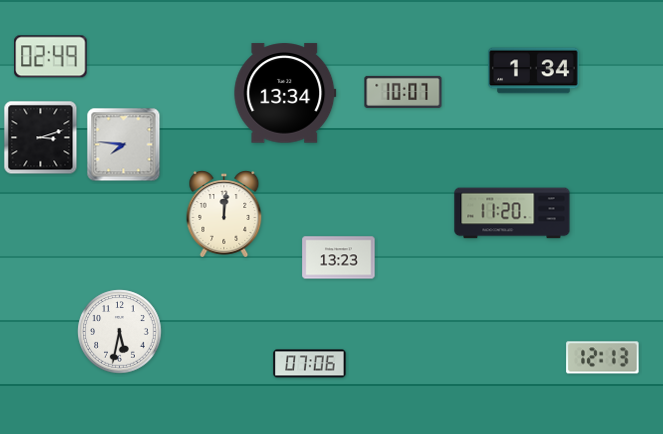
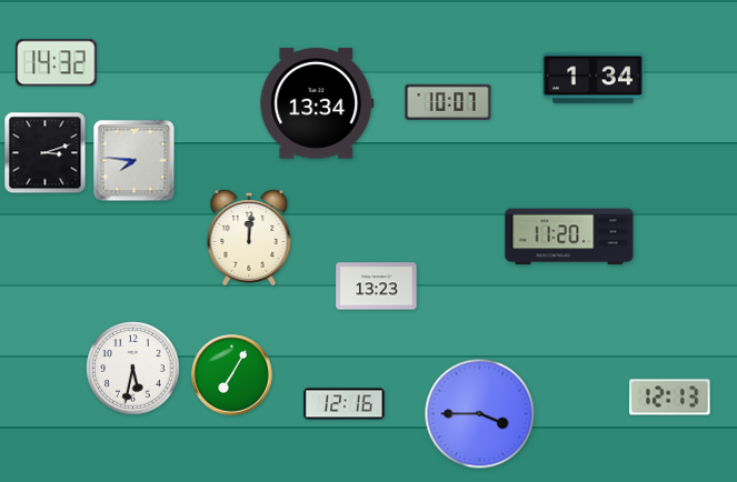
clock at (51, 57): 02:49 -> 14:32
clock at (124, 145) position: (124, 145) -> (135, 161)
clock at (232, 375): none -> 7:05
clock at (310, 364): 07:06 -> 12:16
clock at (480, 414): none -> 3:45
